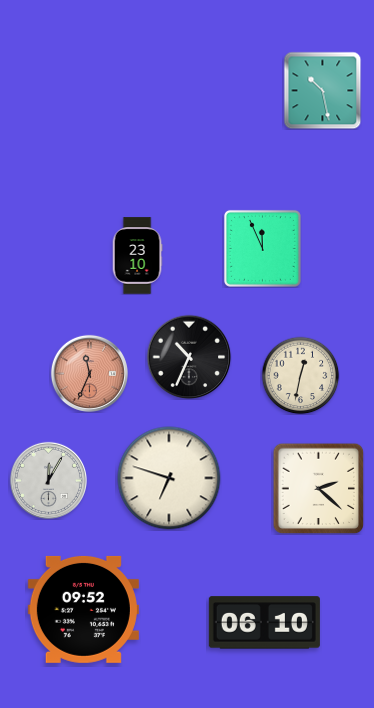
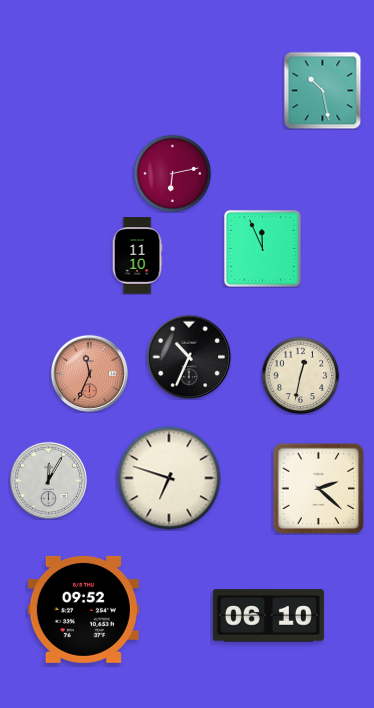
clock at (172, 173): none -> 6:13
clock at (137, 256): 23:10 -> 11:10
clock at (264, 623) position: (264, 623) -> (268, 616)
